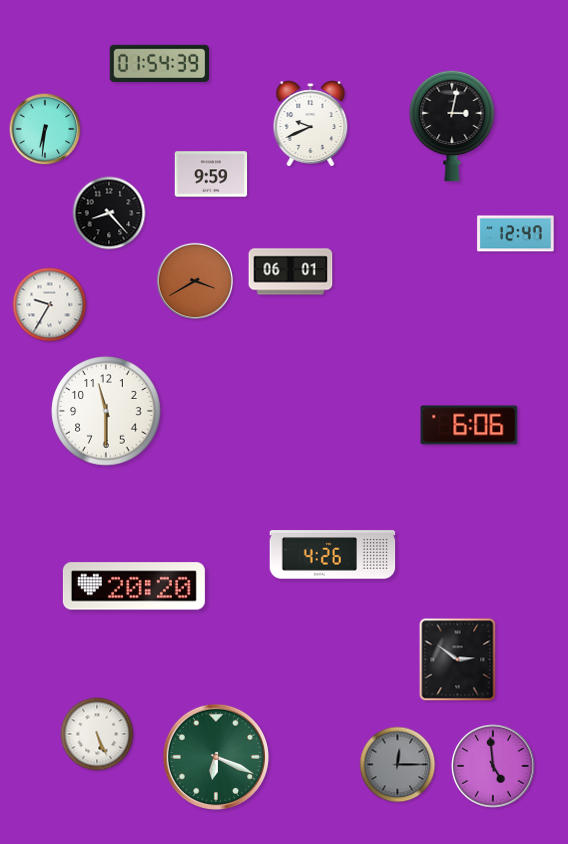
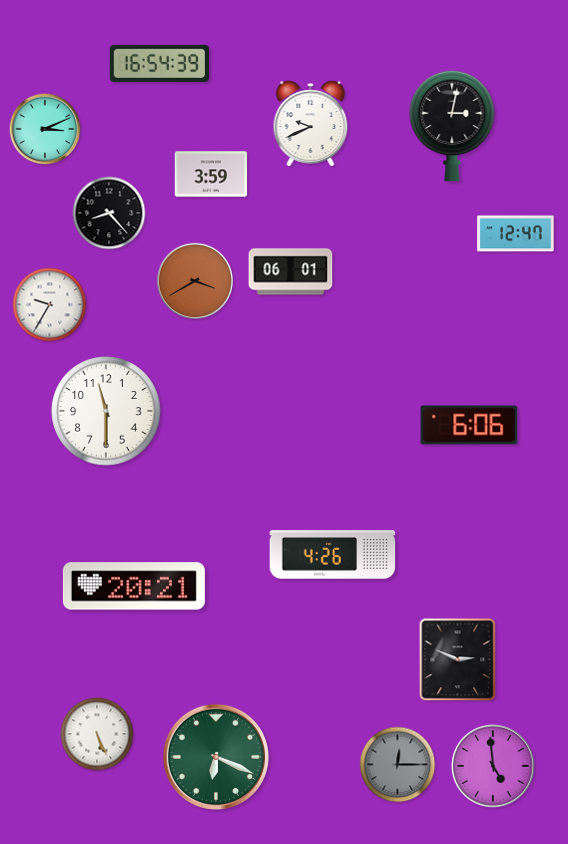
clock at (159, 63): 01:54 -> 16:54
clock at (45, 129): 6:31 -> 3:11
clock at (211, 174): 9:59 -> 3:59
clock at (134, 586): 20:20 -> 20:21
clock at (458, 660): 2:51 -> 2:49
